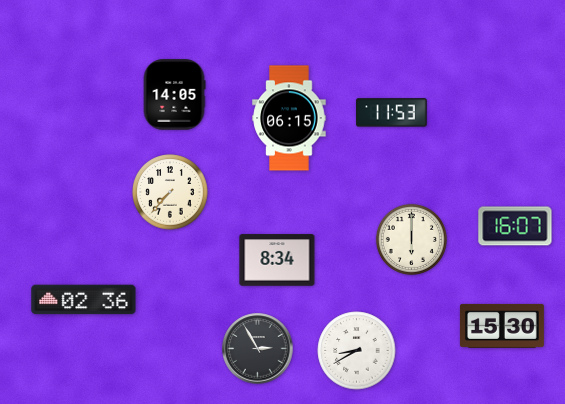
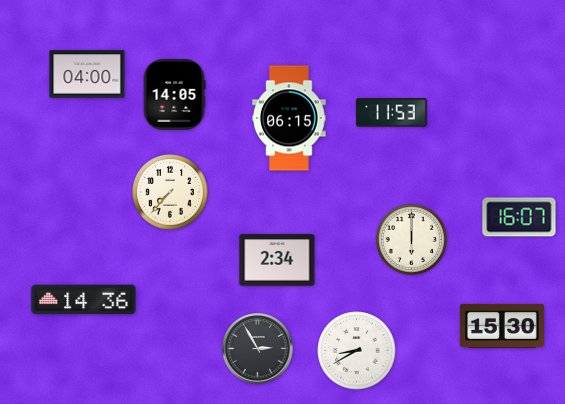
clock at (87, 74): none -> 04:00
clock at (515, 226) position: (515, 226) -> (519, 217)
clock at (277, 260): 8:34 -> 2:34
clock at (84, 300): 02:36 -> 14:36
